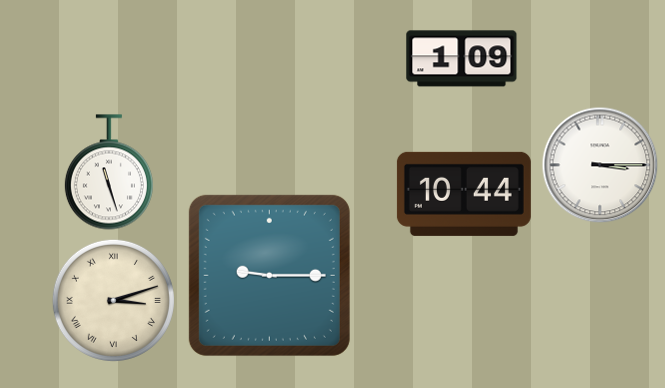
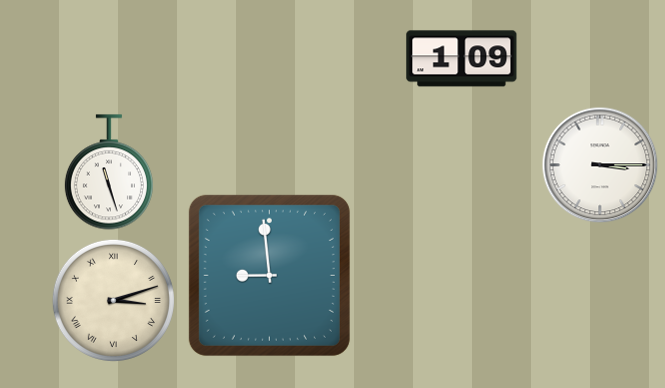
clock at (464, 194): 10:44 -> none
clock at (269, 275): 9:15 -> 8:59
